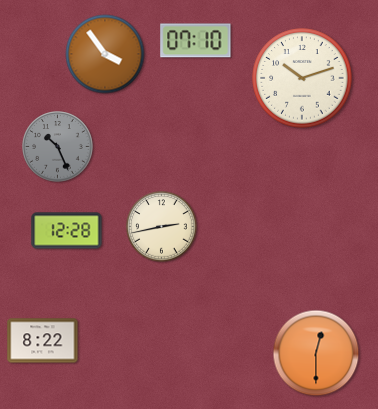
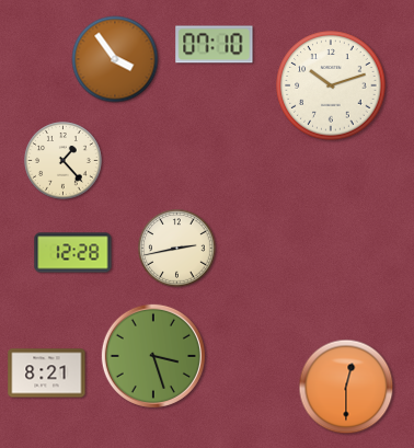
clock at (58, 147): 10:26 -> 1:23
clock at (58, 147) dial: grey -> cream
clock at (153, 356): none -> 3:27
clock at (43, 341): 8:22 -> 8:21
